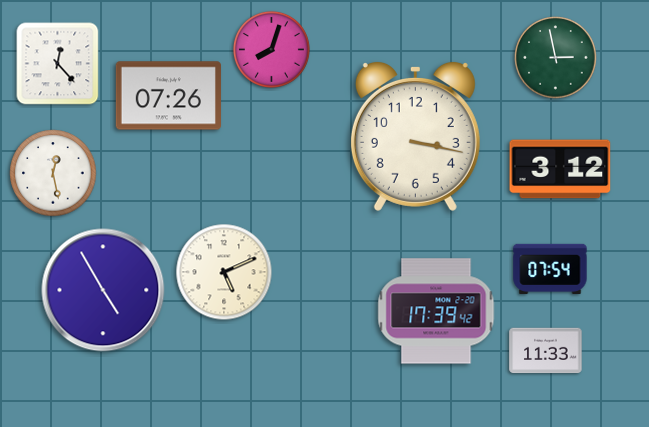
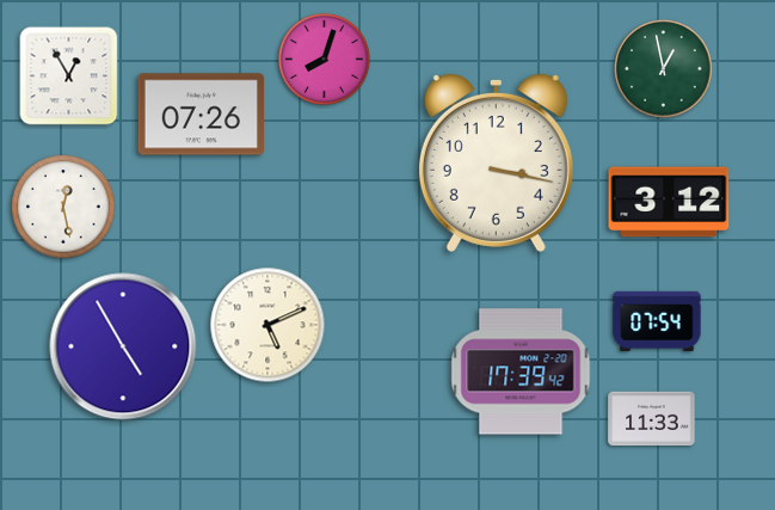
clock at (556, 58): 2:58 -> 12:58
clock at (58, 64): 12:23 -> 12:55
